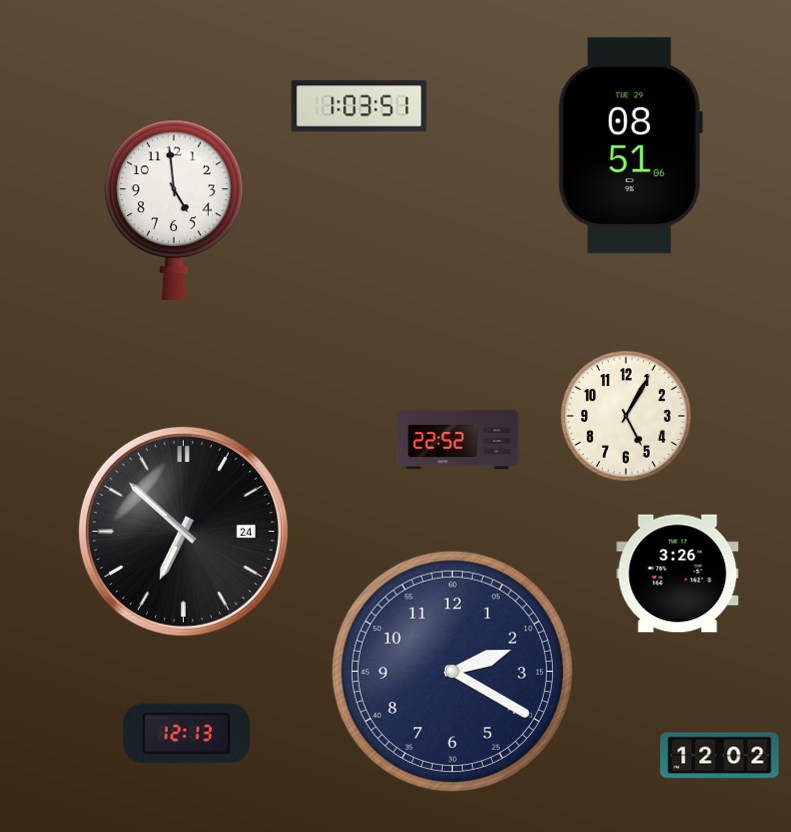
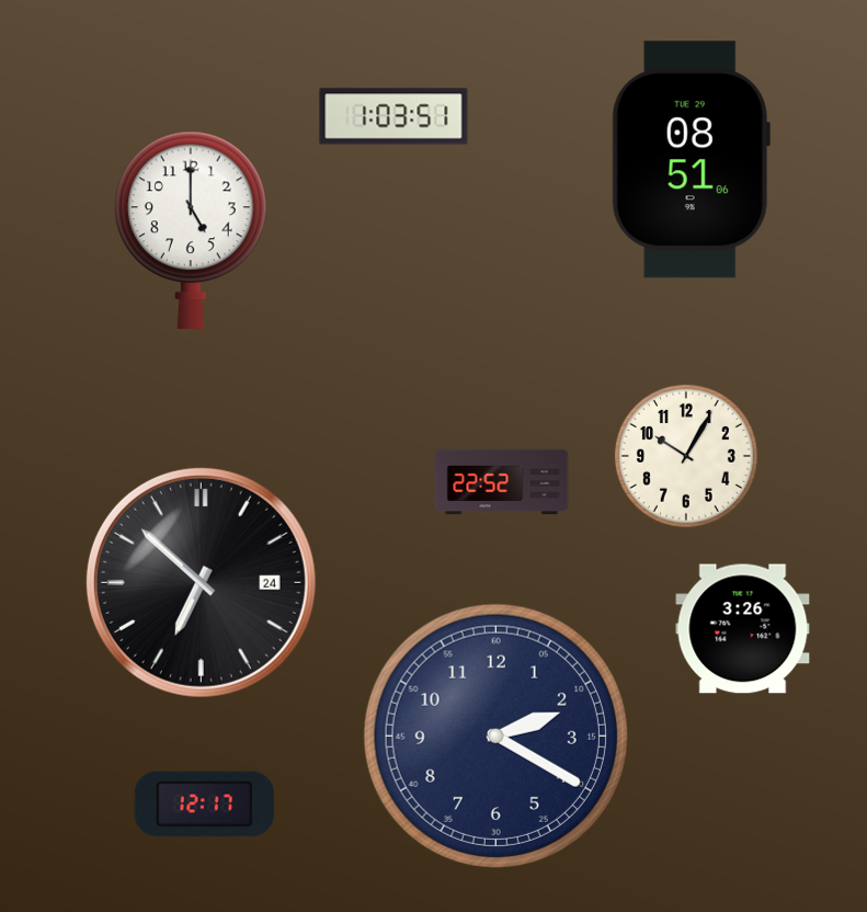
clock at (174, 210): 4:59 -> 5:00
clock at (626, 416): 5:05 -> 10:05
clock at (186, 734): 12:13 -> 12:17
clock at (720, 756): 12:02 -> none
